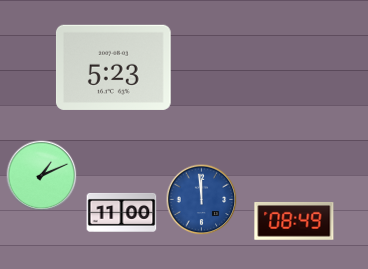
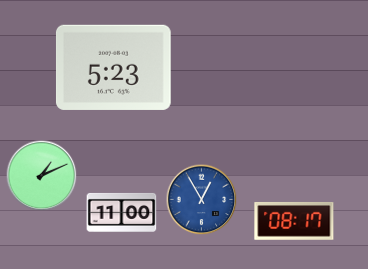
clock at (202, 200): 11:59 -> 12:55
clock at (294, 221): 08:49 -> 08:17
